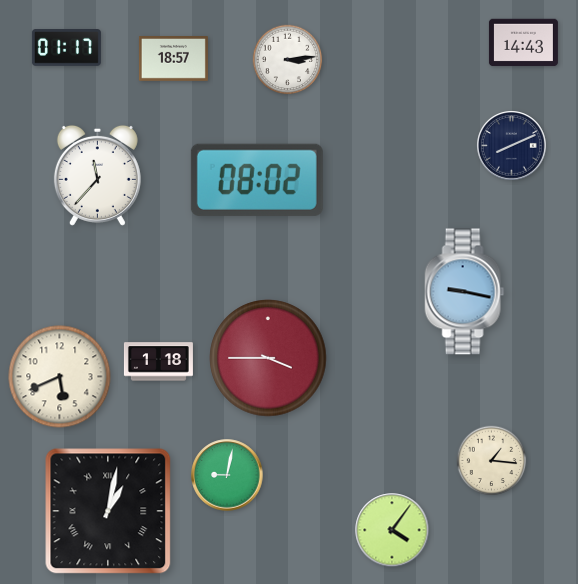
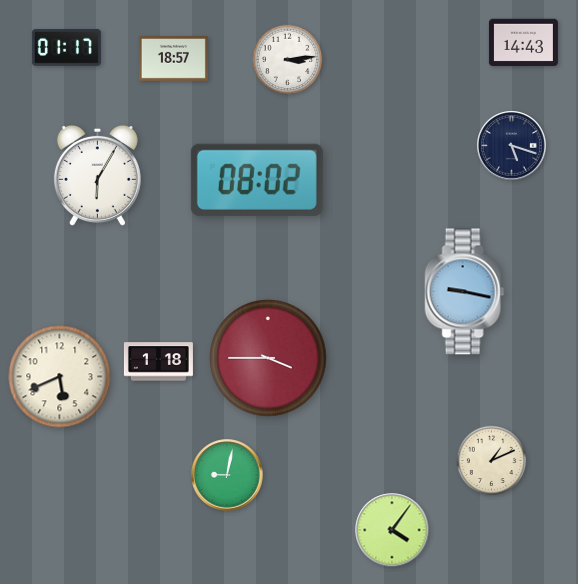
clock at (512, 146): 8:11 -> 5:18
clock at (97, 175): 11:37 -> 6:05
clock at (492, 461): 1:16 -> 1:11
clock at (108, 511): 1:02 -> none
